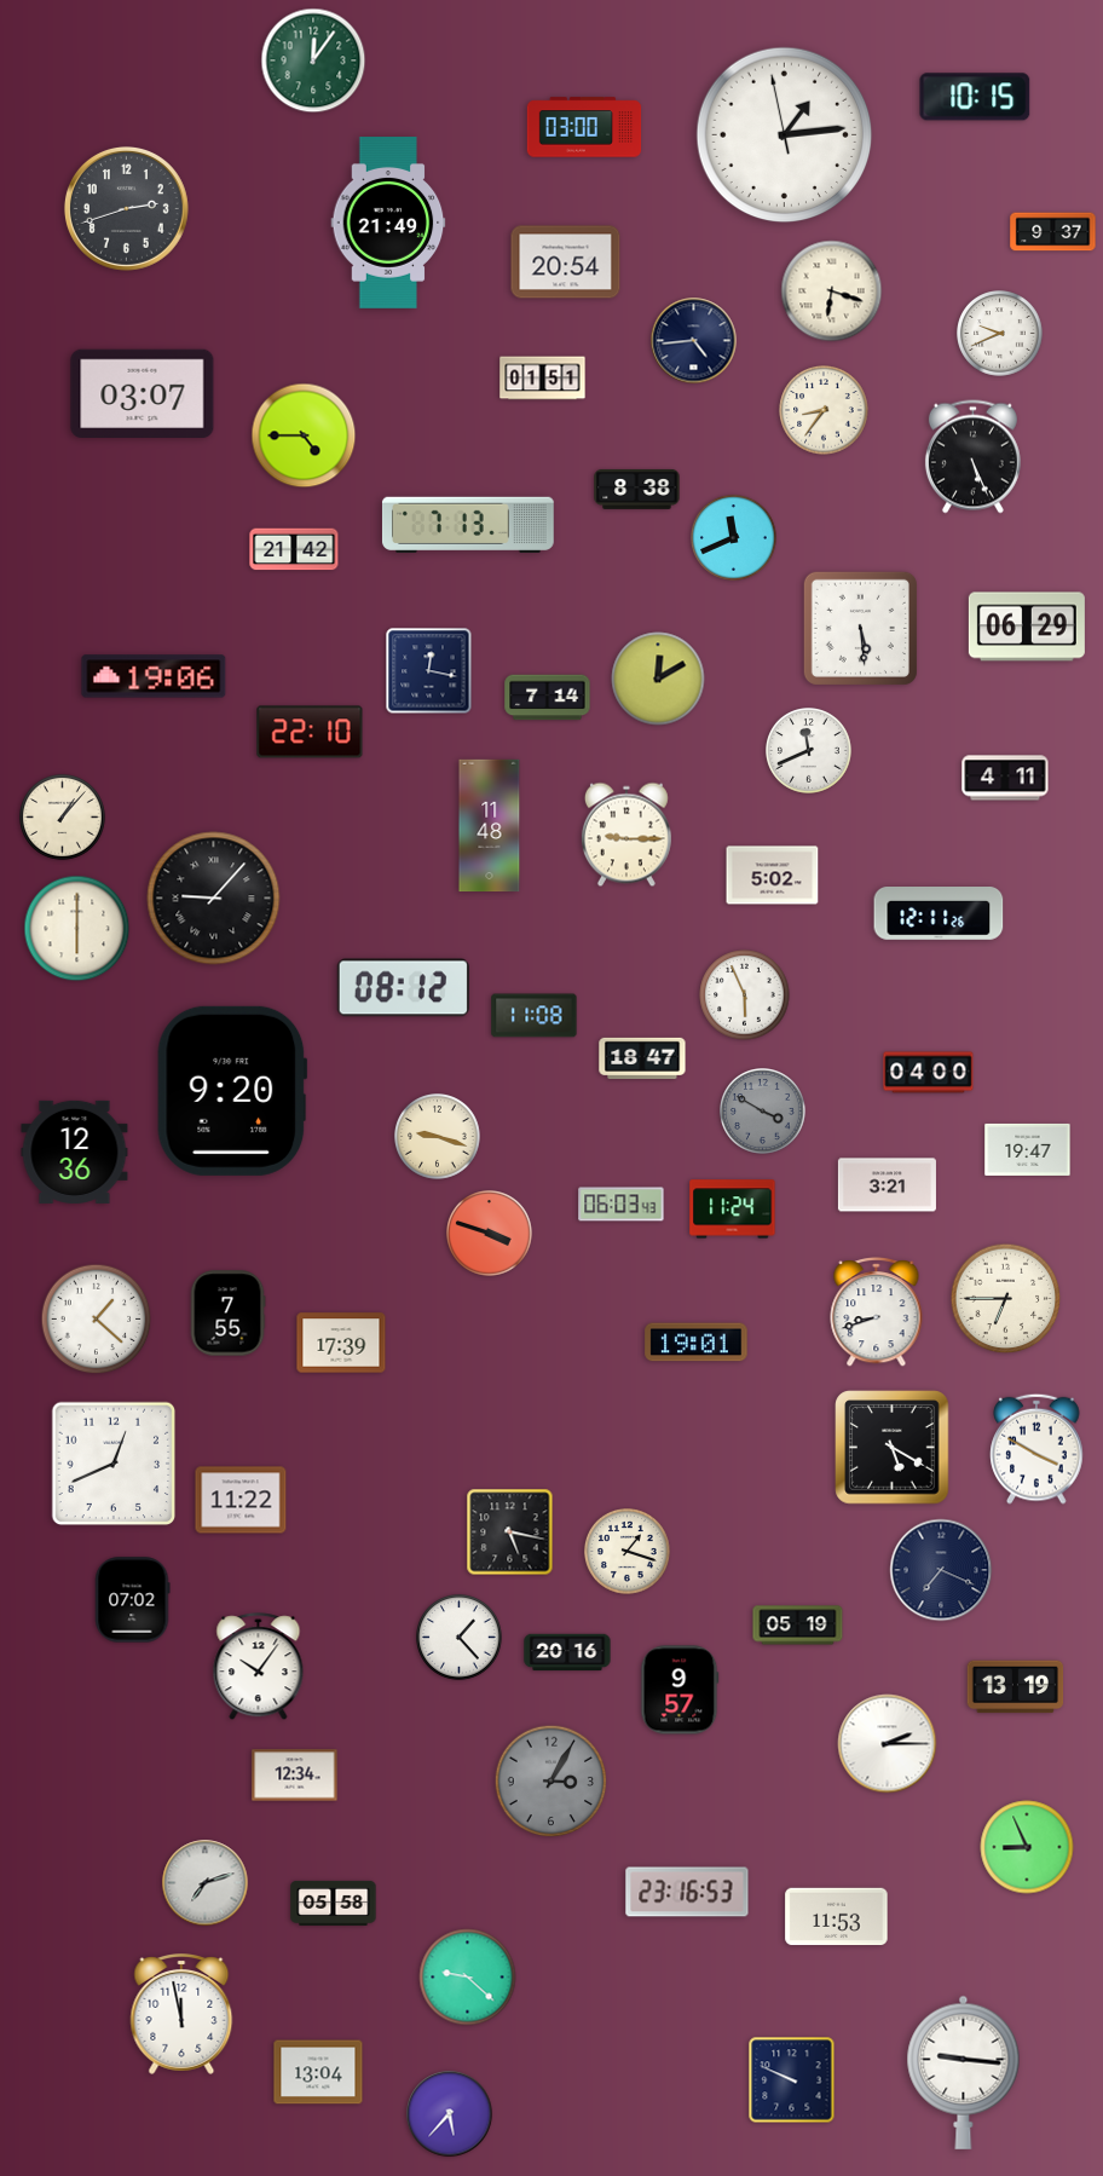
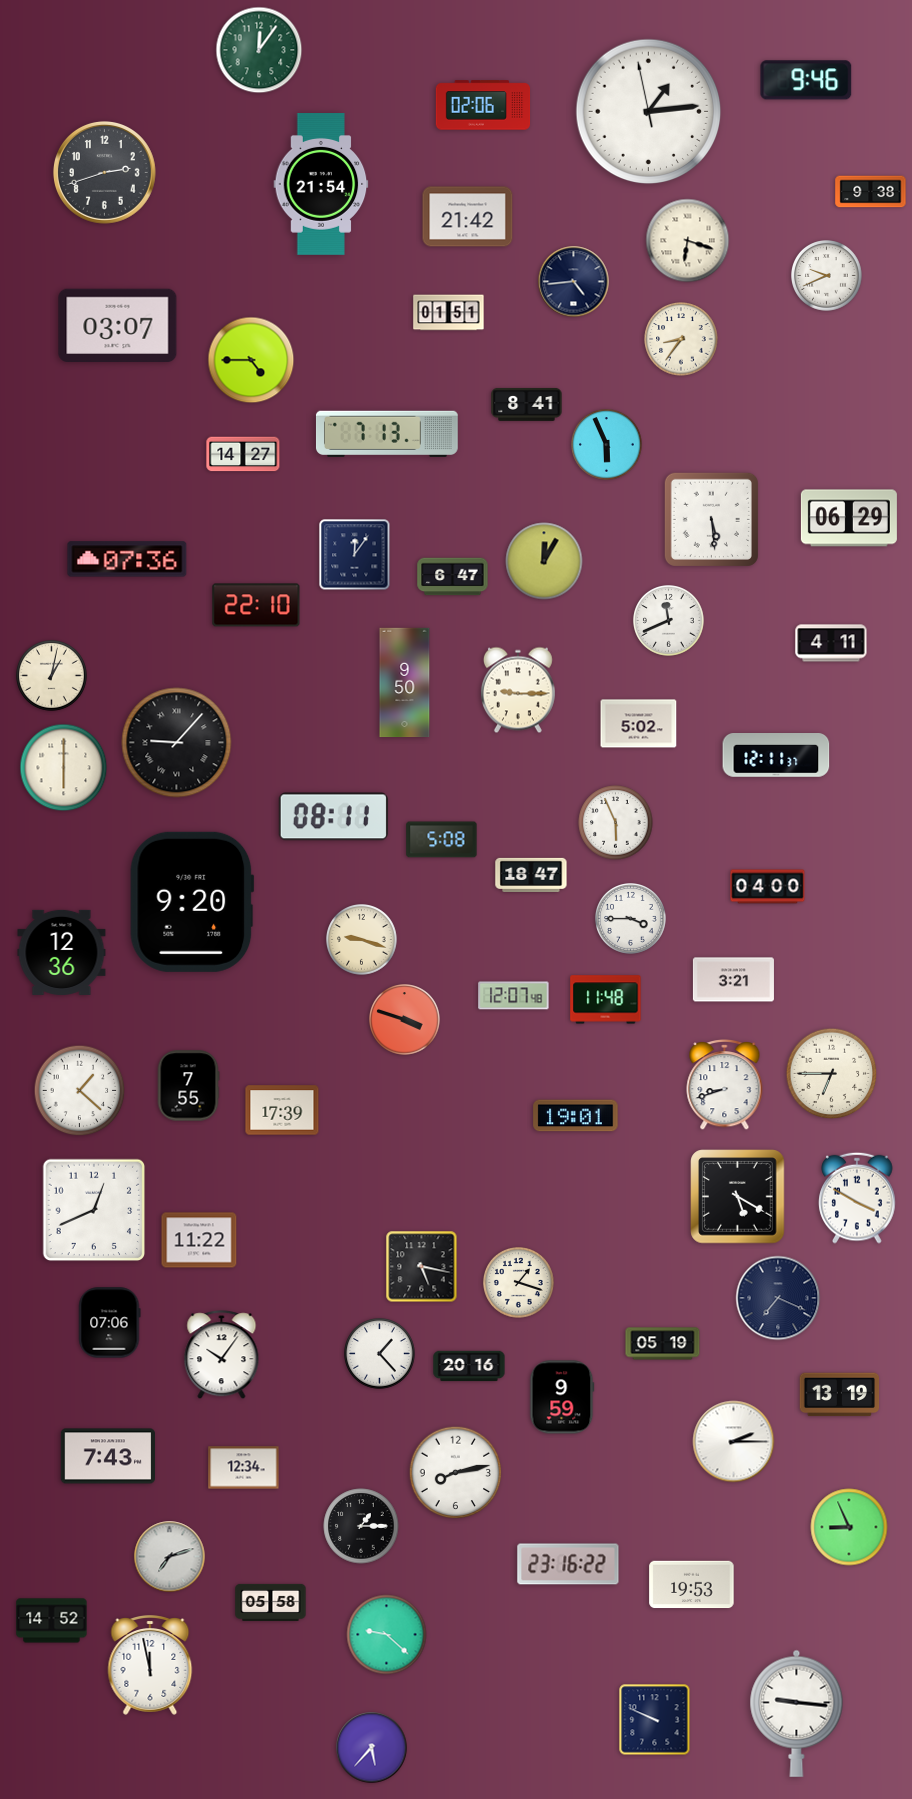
clock at (975, 97): 10:15 -> 9:46
clock at (584, 127): 03:00 -> 02:06
clock at (388, 224): 21:49 -> 21:54
clock at (1053, 232): 9:37 -> 9:38
clock at (566, 262): 20:54 -> 21:42
clock at (972, 457): 5:26 -> none
clock at (637, 489): 8:38 -> 8:41
clock at (734, 538): 11:41 -> 5:56
clock at (294, 549): 21:42 -> 14:27
clock at (429, 671): 12:17 -> 12:06
clock at (154, 676): 19:06 -> 07:36
clock at (658, 679): 12:10 -> 12:05
clock at (548, 698): 7:14 -> 6:47
clock at (63, 818): 1:07 -> 1:02
clock at (490, 826): 11:48 -> 9:50
clock at (939, 914): 12:11:26 -> 12:11:37
clock at (403, 988): 08:12 -> 08:11
clock at (535, 1016): 11:08 -> 5:08
clock at (763, 1112): 3:50 -> 3:45
clock at (763, 1112) dial: grey -> white
clock at (1028, 1149): 19:47 -> none
clock at (622, 1205): 06:03 -> 12:07
clock at (733, 1210): 11:24 -> 11:48
clock at (697, 1343) position: (697, 1343) -> (576, 1116)
clock at (132, 1600): 07:02 -> 07:06
clock at (798, 1626) position: (798, 1626) -> (663, 1344)
clock at (259, 1667) position: (259, 1667) -> (222, 1355)
clock at (680, 1690): 9:57 -> 9:59
clock at (108, 1456): none -> 7:43
clock at (551, 1782): 3:05 -> 8:13
clock at (551, 1782) dial: grey -> white
clock at (361, 1526): none -> 1:15
clock at (687, 1892): 23:16:53 -> 23:16:22
clock at (334, 1903) position: (334, 1903) -> (271, 1602)
clock at (837, 1917): 11:53 -> 19:53
clock at (52, 1621): none -> 14:52
clock at (318, 2072): 13:04 -> none
